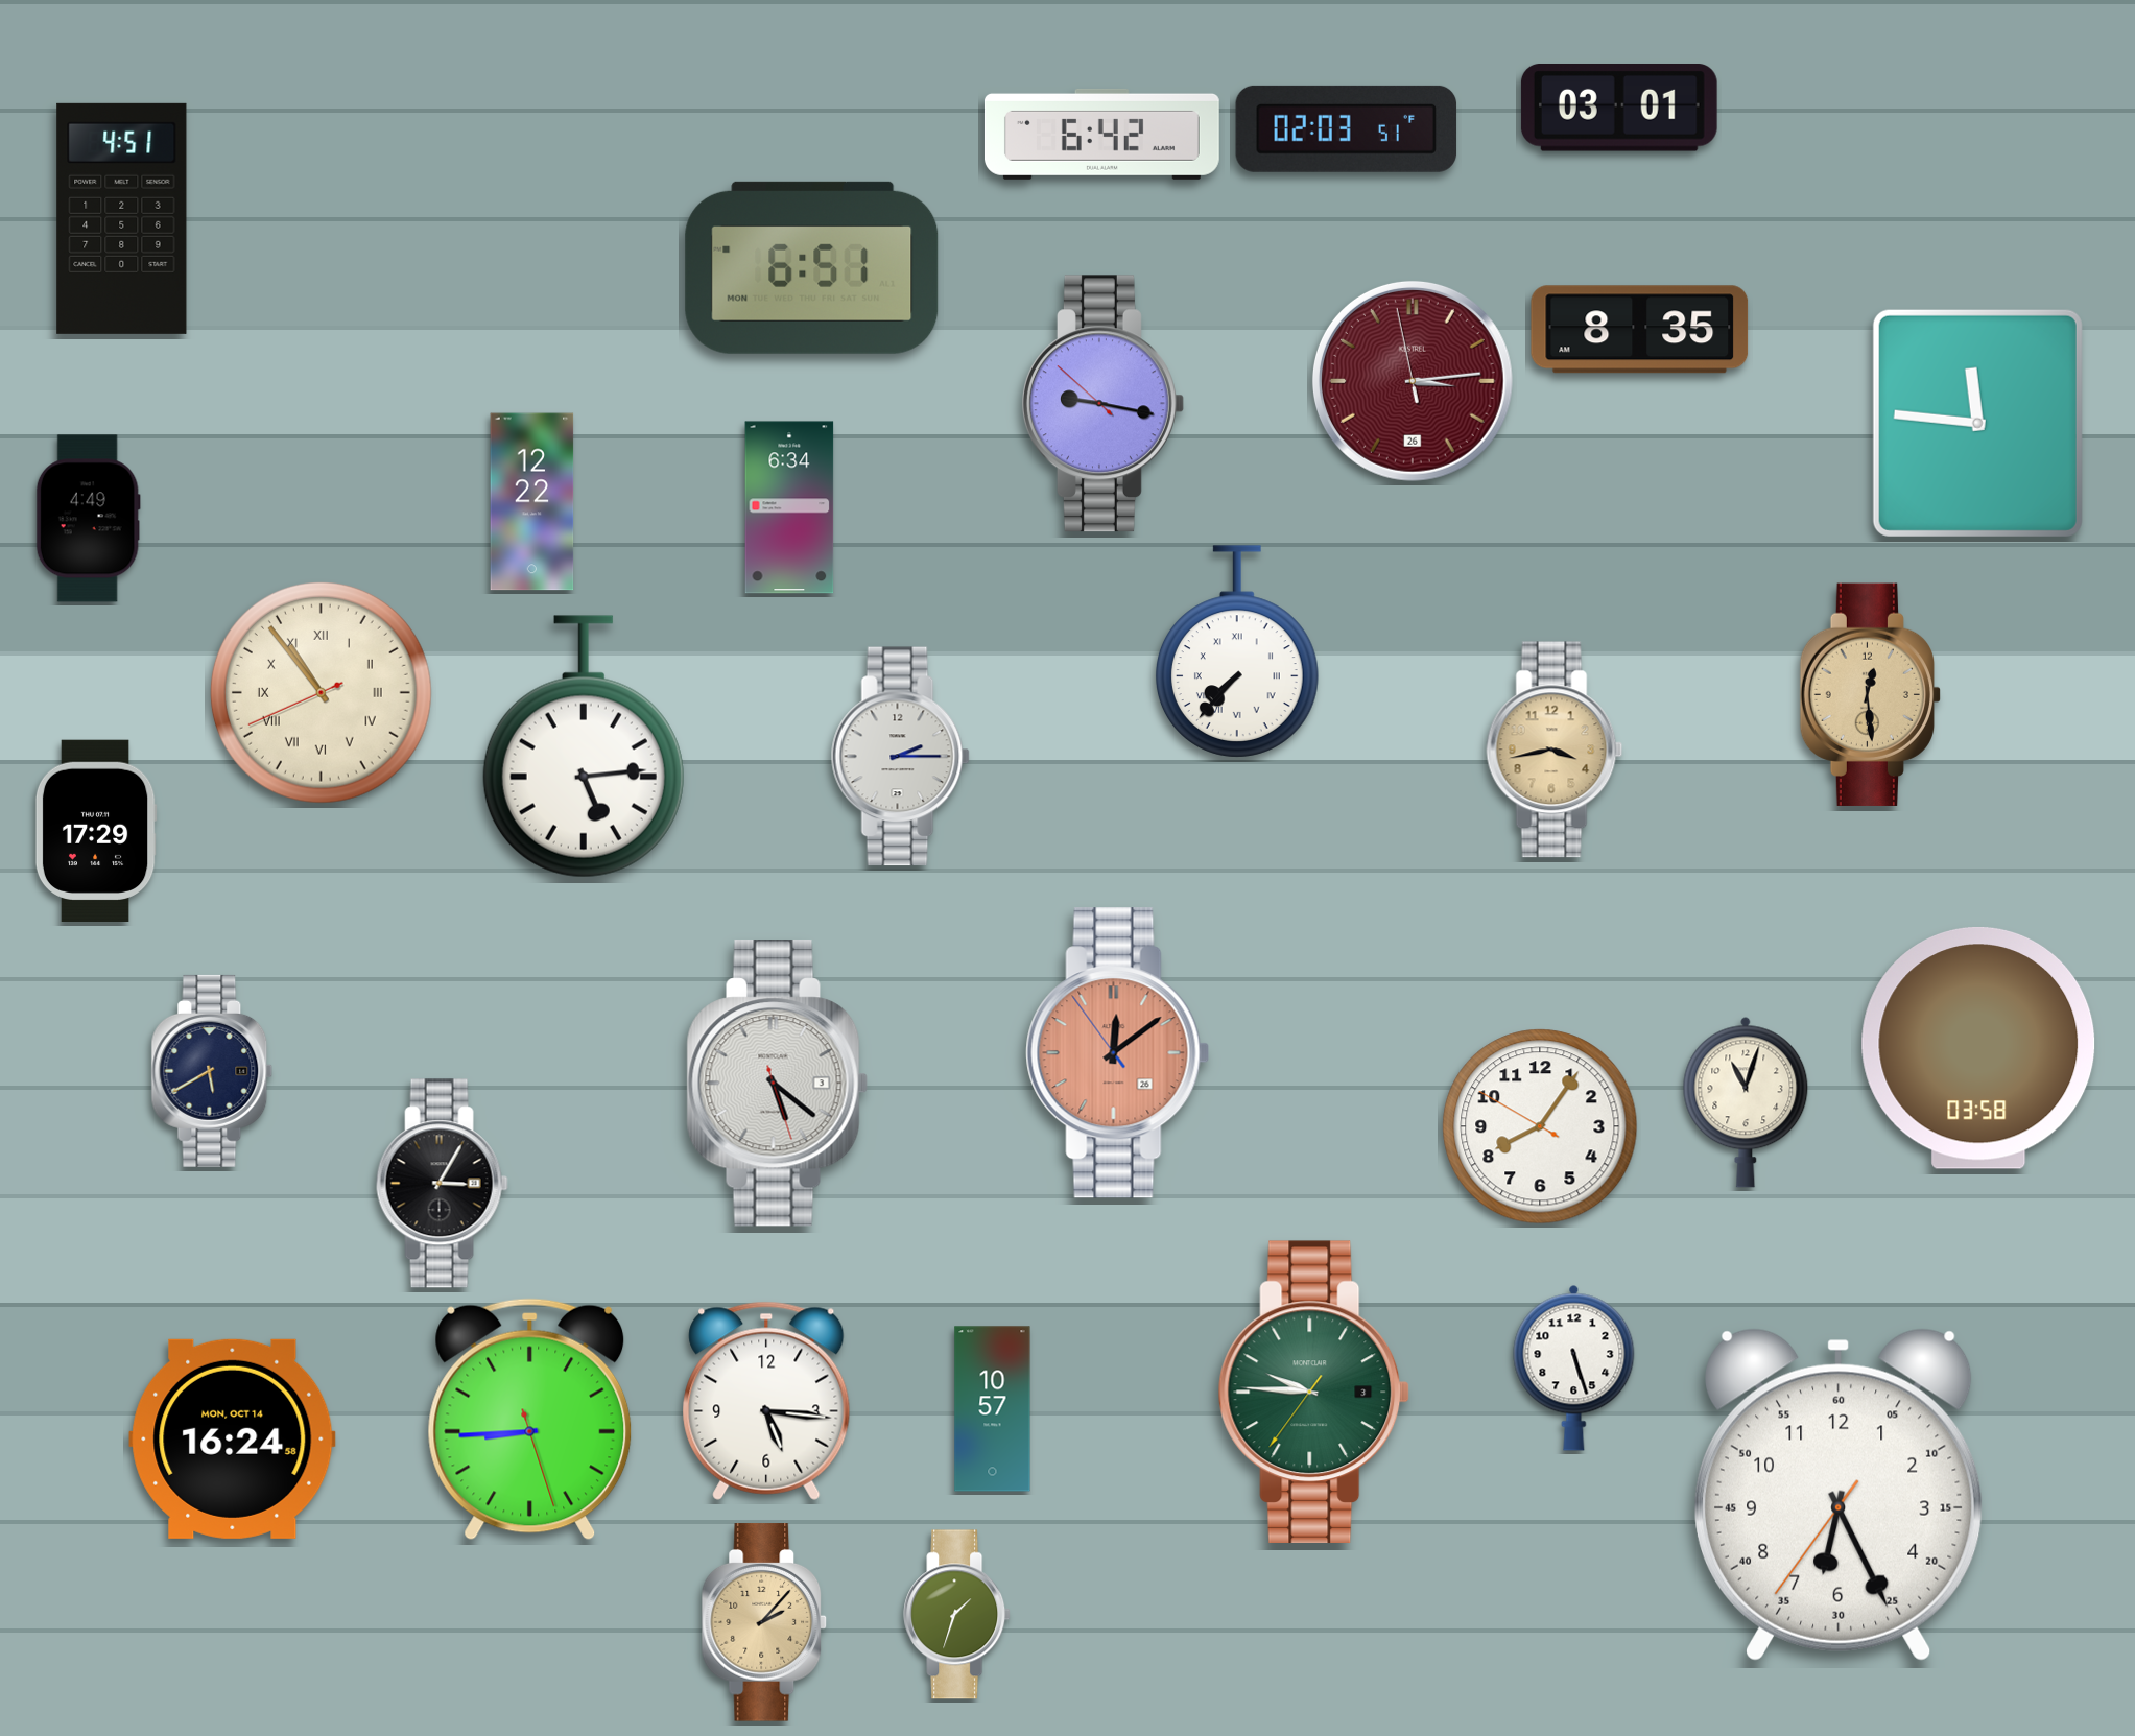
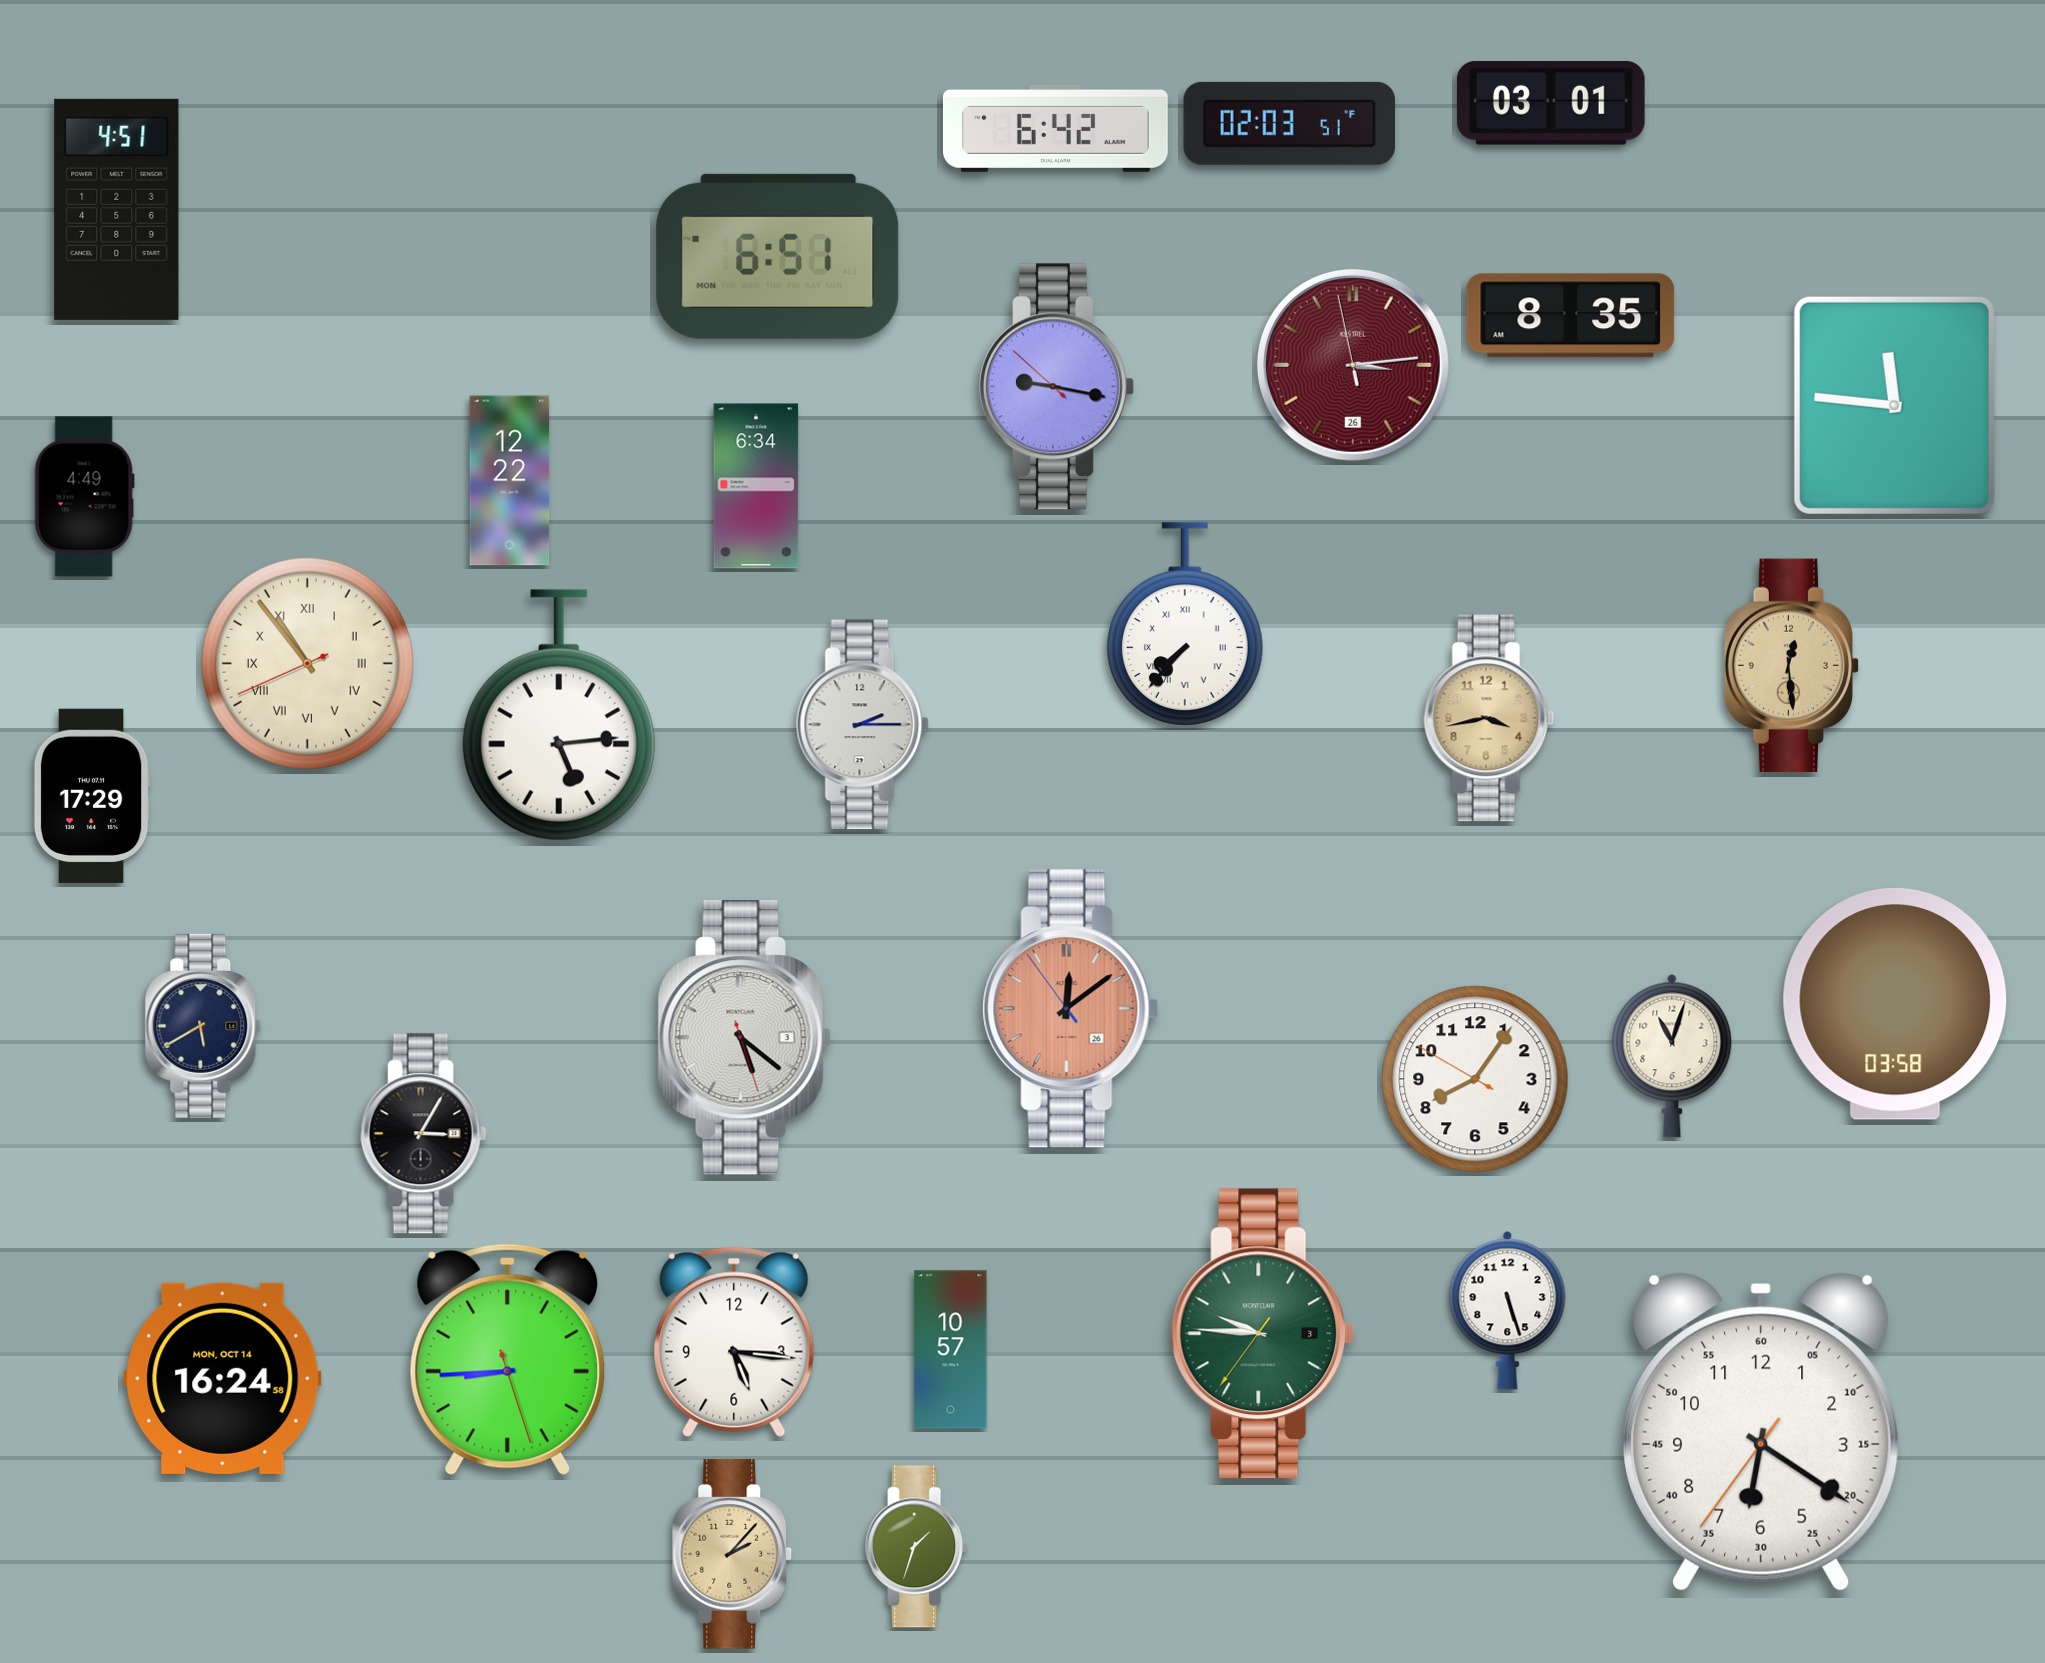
clock at (1314, 1392) position: (1314, 1392) -> (1263, 1333)
clock at (1839, 1495): 6:25 -> 6:20
